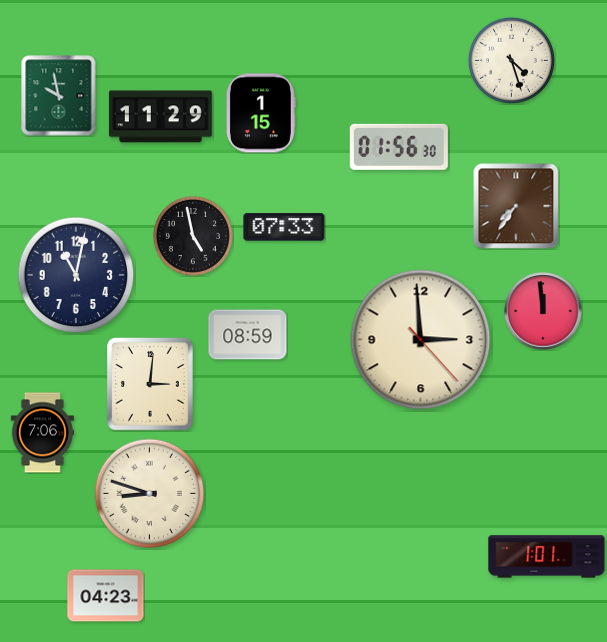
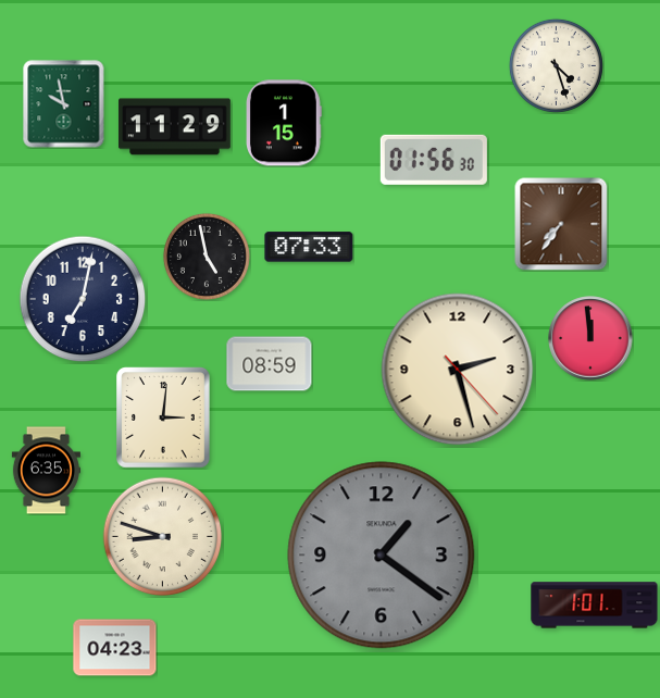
clock at (193, 236) position: (193, 236) -> (207, 257)
clock at (76, 275): 11:02 -> 7:02
clock at (421, 340): 2:59 -> 2:27
clock at (42, 433): 7:06 -> 6:35
clock at (382, 556): none -> 1:21
